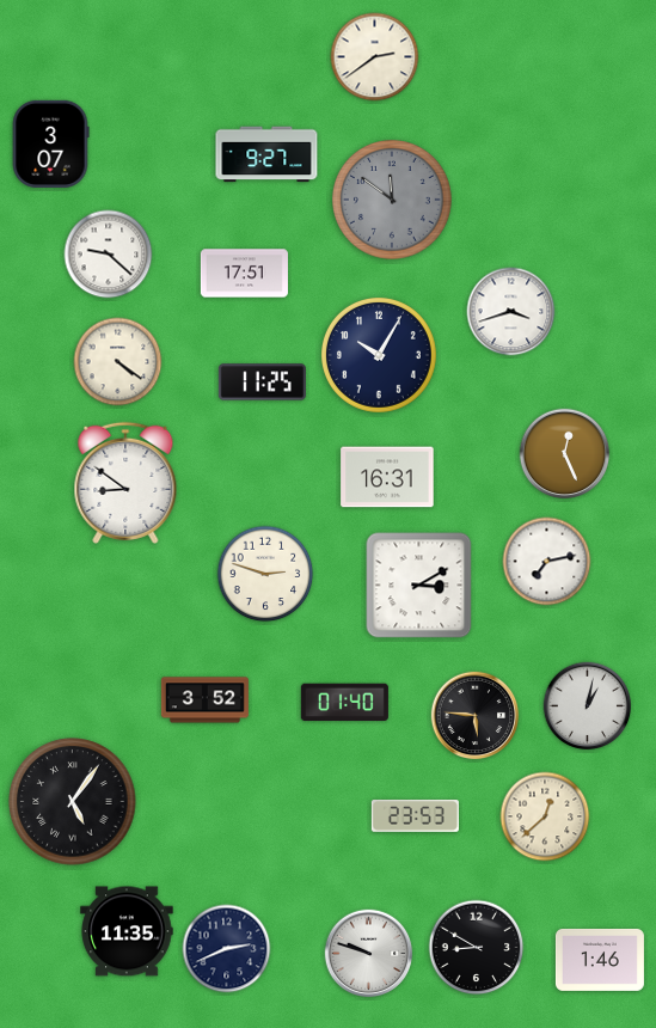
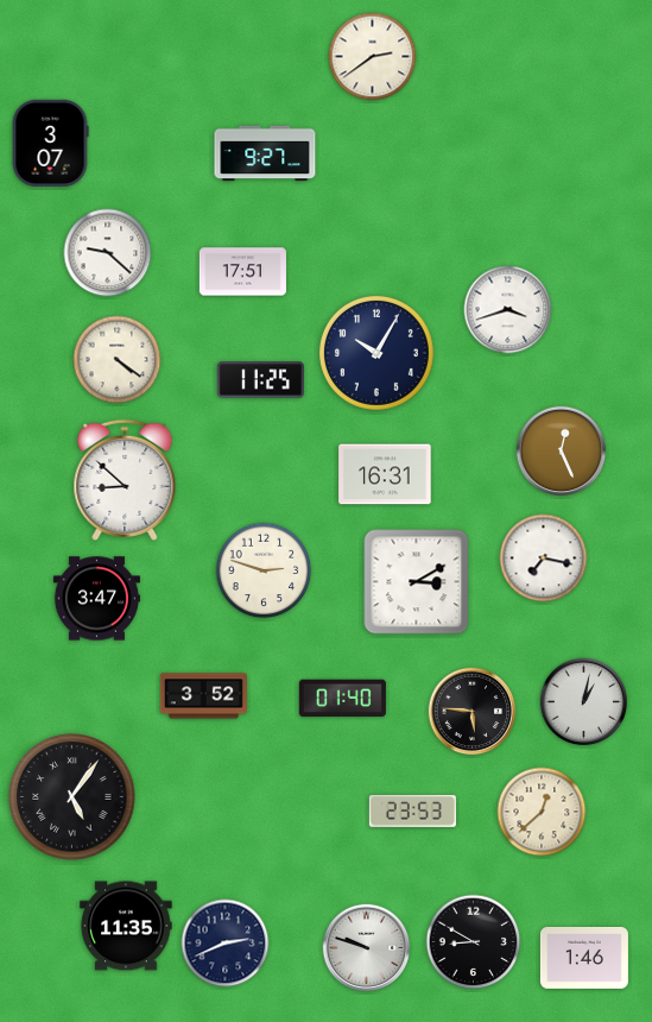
clock at (392, 200): 11:51 -> none
clock at (125, 483): 8:51 -> 8:52
clock at (547, 562): 7:13 -> 7:17
clock at (96, 599): none -> 3:47
clock at (600, 960) position: (600, 960) -> (584, 958)
